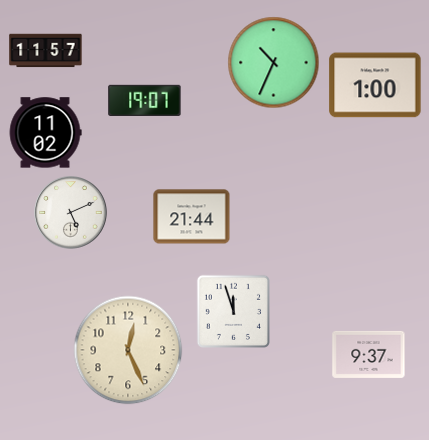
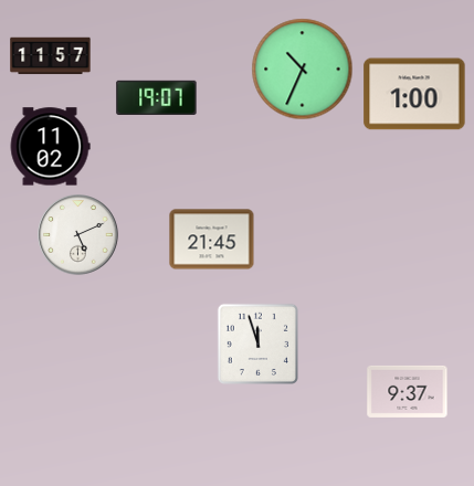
clock at (145, 100) position: (145, 100) -> (157, 97)
clock at (192, 217): 21:44 -> 21:45
clock at (128, 350): 12:26 -> none
